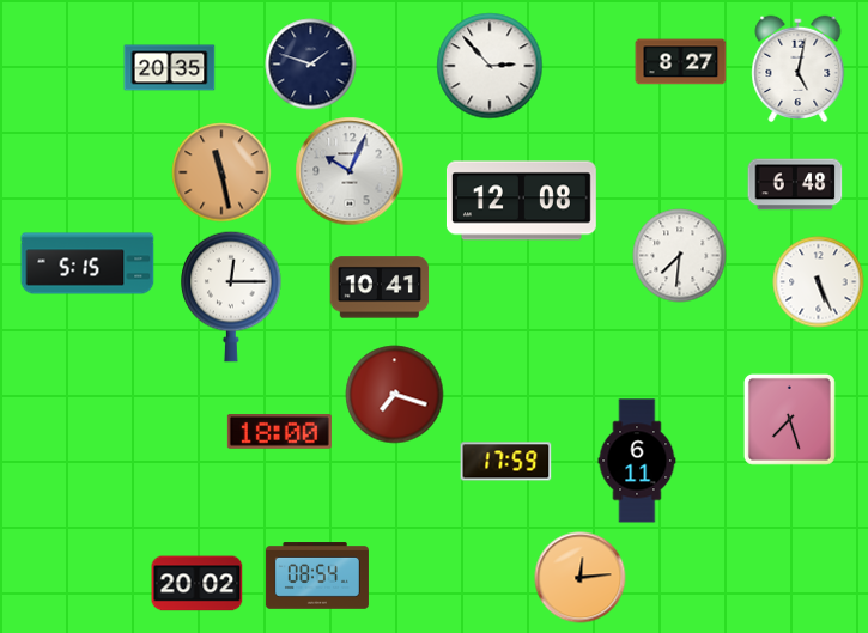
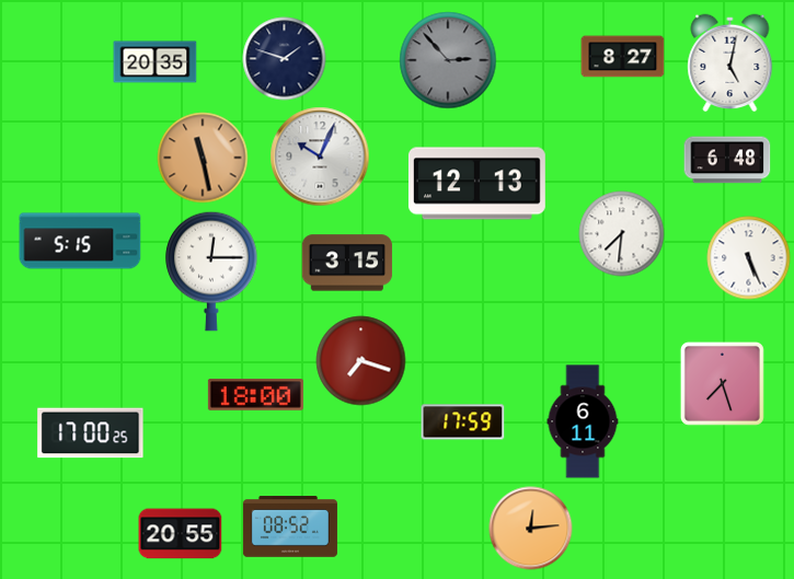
clock at (490, 66) dial: white -> grey
clock at (795, 184) position: (795, 184) -> (727, 160)
clock at (521, 201): 12:08 -> 12:13
clock at (380, 287): 10:41 -> 3:15
clock at (91, 433): none -> 17:00
clock at (317, 576): 08:54 -> 08:52
clock at (198, 584): 20:02 -> 20:55
